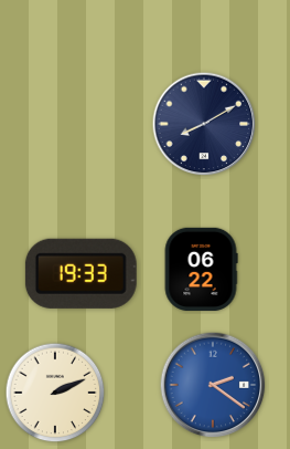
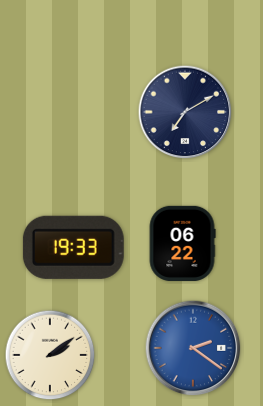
clock at (204, 124): 8:10 -> 7:10
clock at (55, 393): 2:11 -> 2:09
